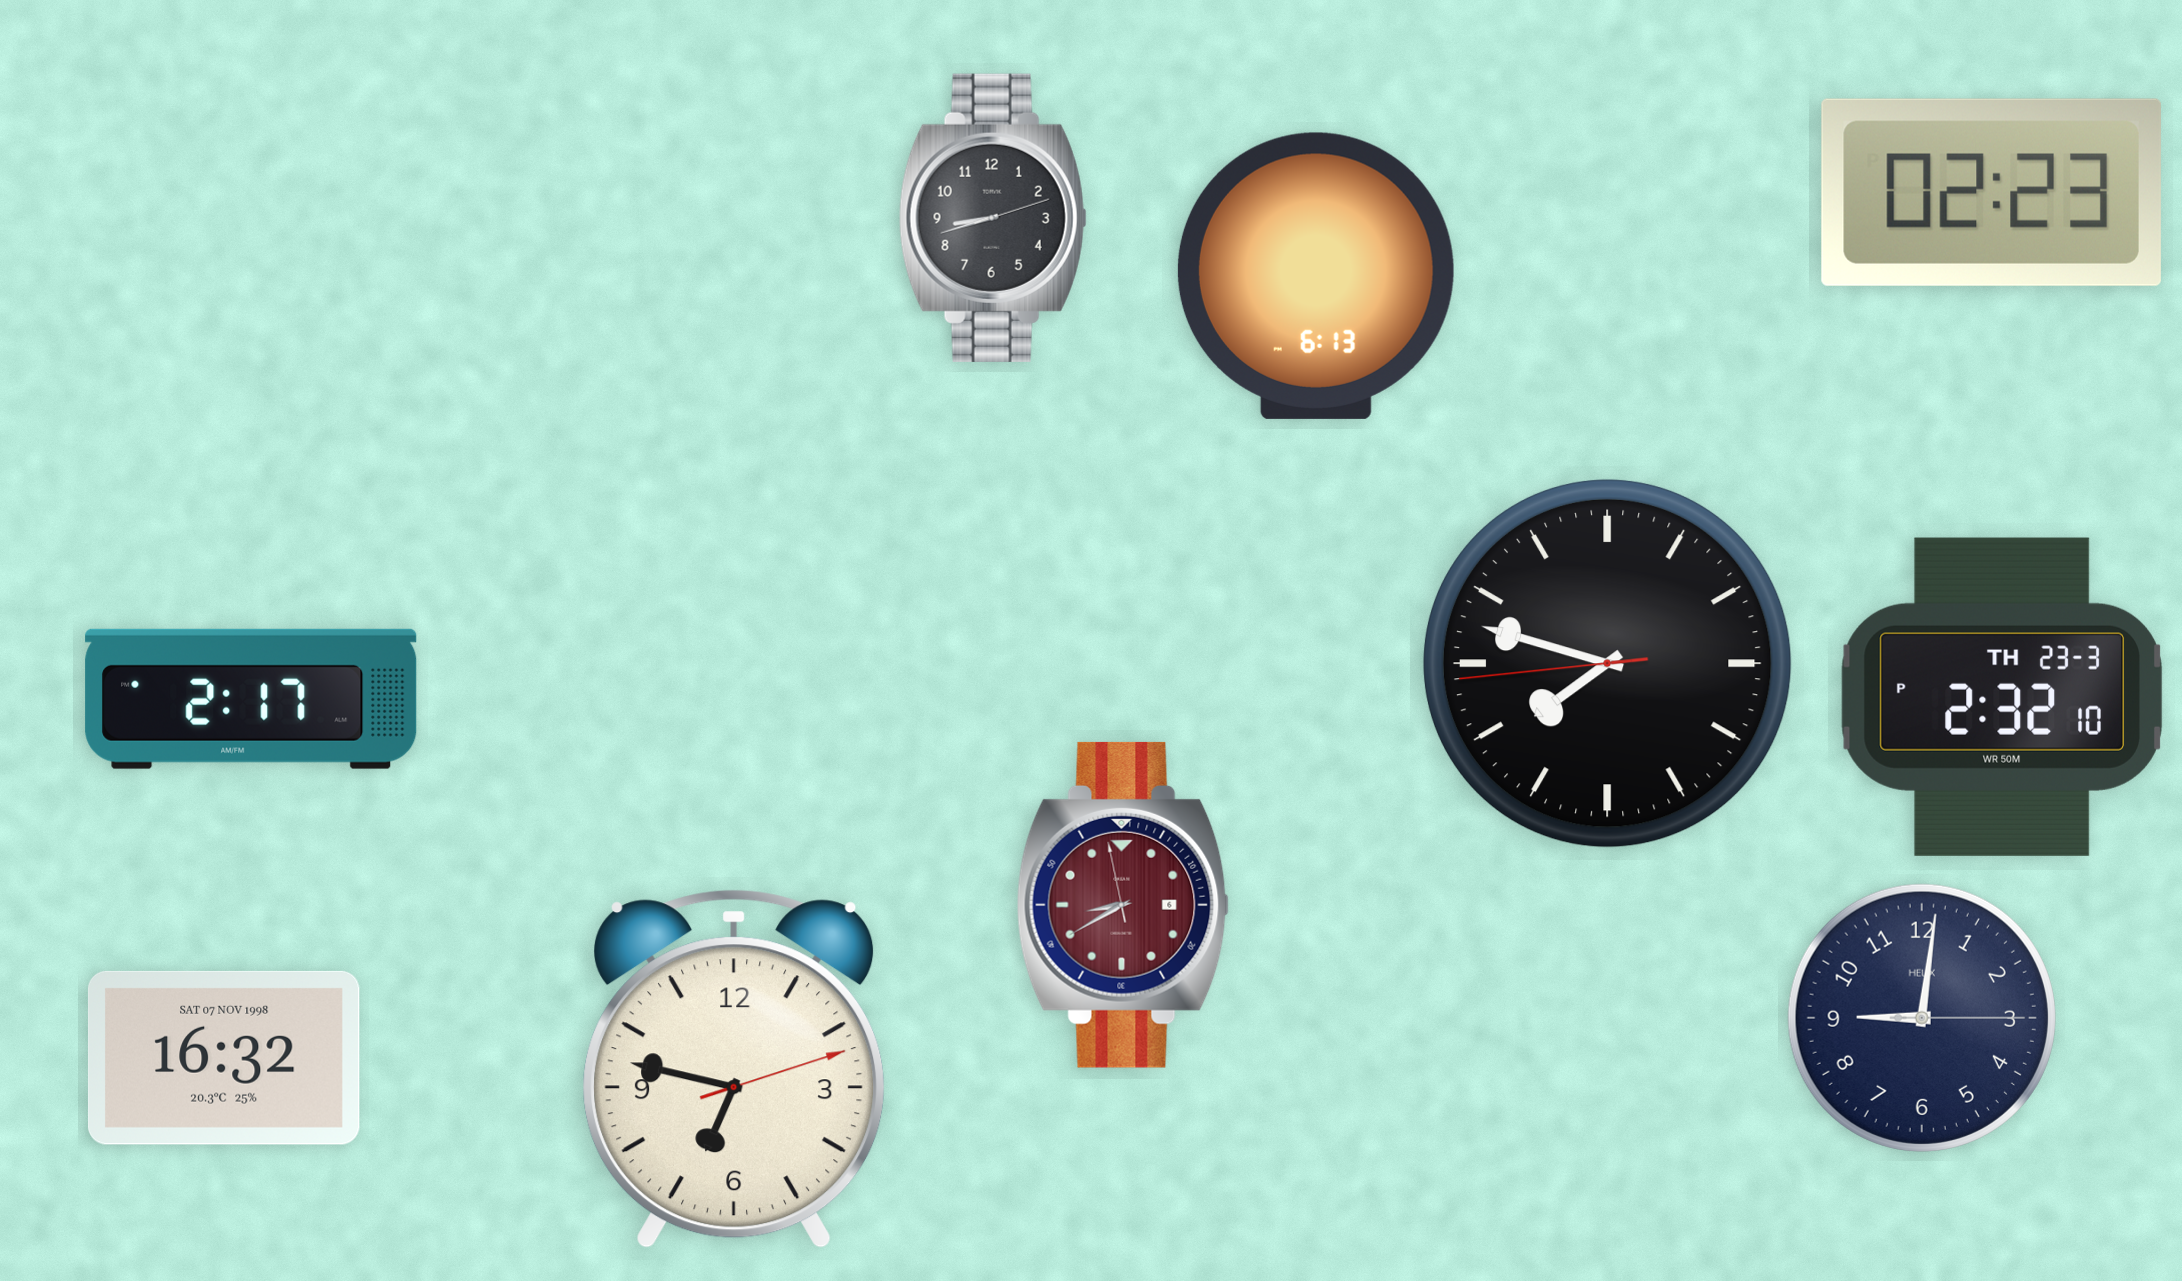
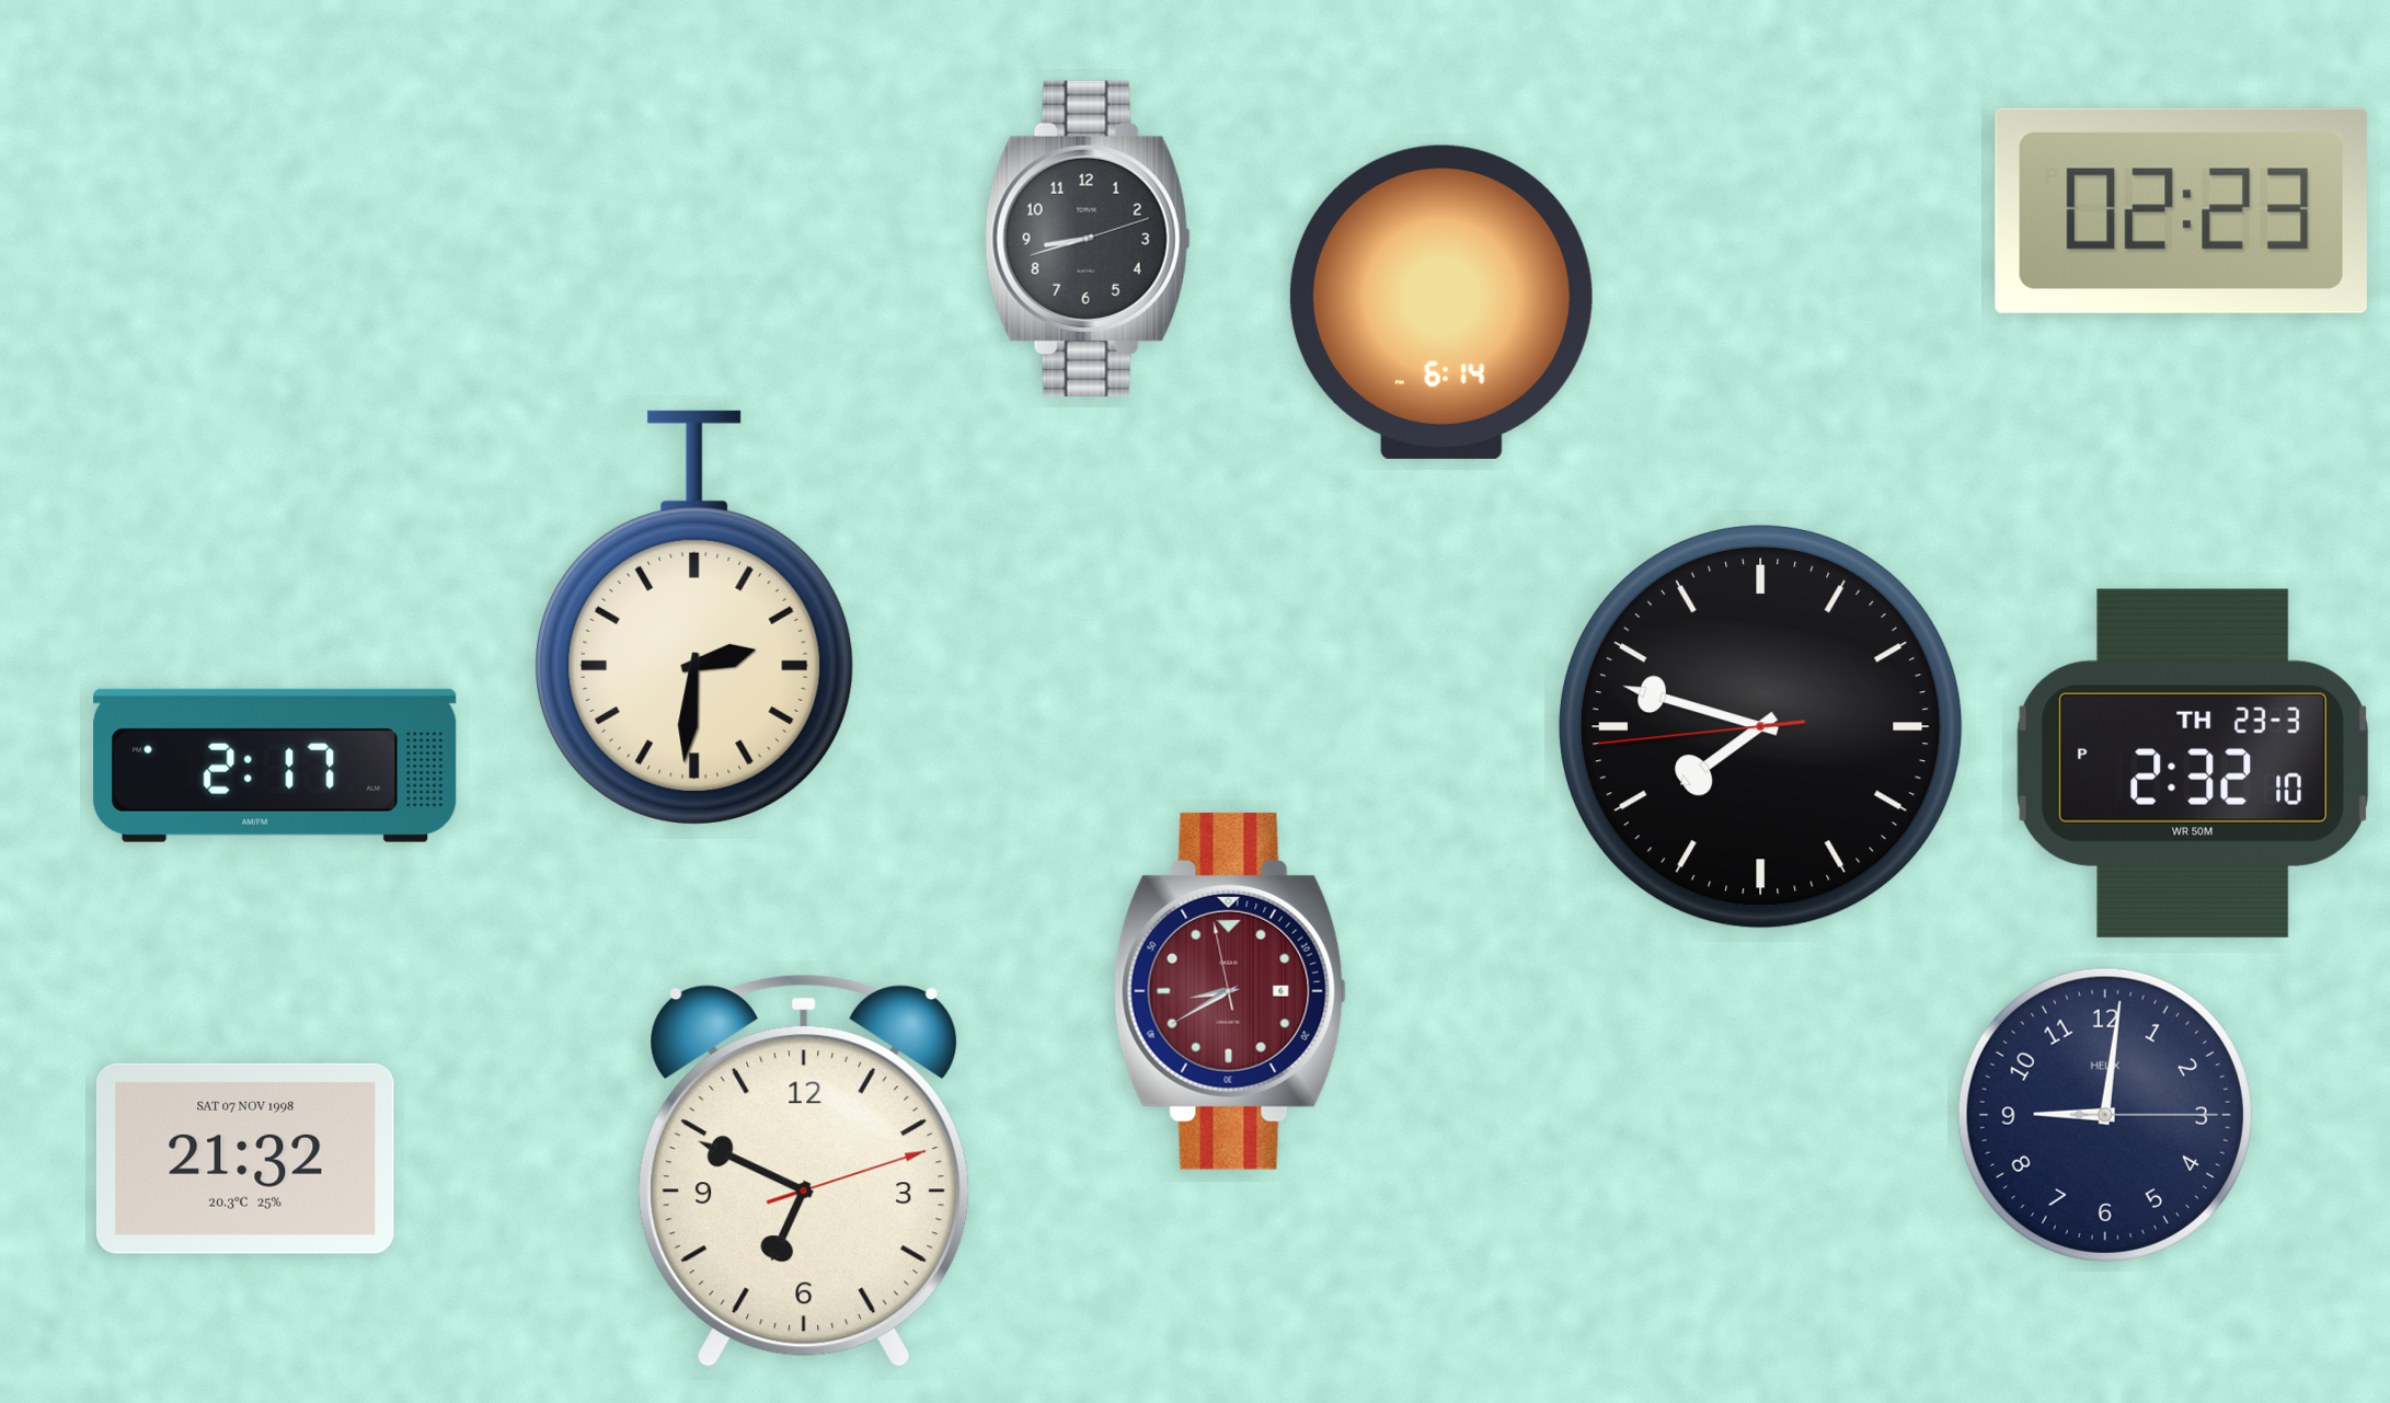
clock at (1316, 276): 6:13 -> 6:14
clock at (696, 617): none -> 2:31
clock at (224, 1058): 16:32 -> 21:32
clock at (734, 1069): 6:47 -> 6:49
